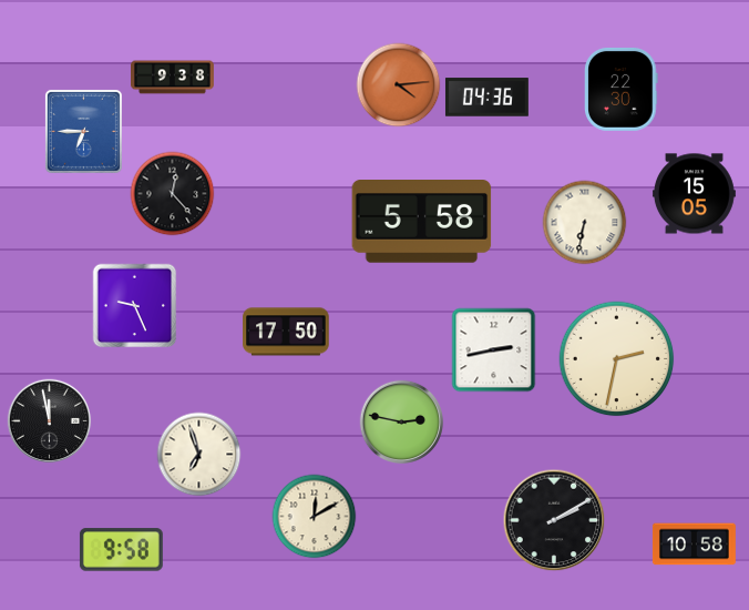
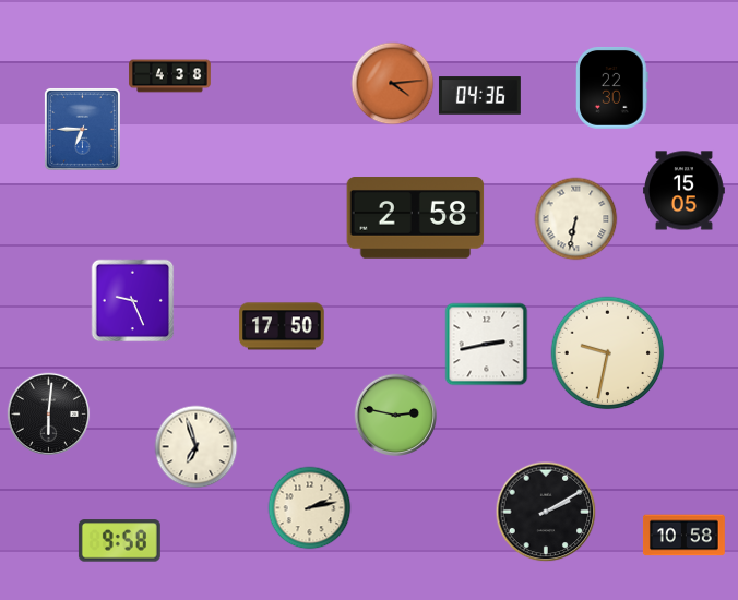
clock at (173, 78): 9:38 -> 4:38
clock at (173, 194): 12:23 -> none
clock at (422, 222): 5:58 -> 2:58
clock at (617, 359): 2:32 -> 9:32
clock at (50, 421): 11:58 -> 6:01
clock at (315, 517): 12:10 -> 2:13
